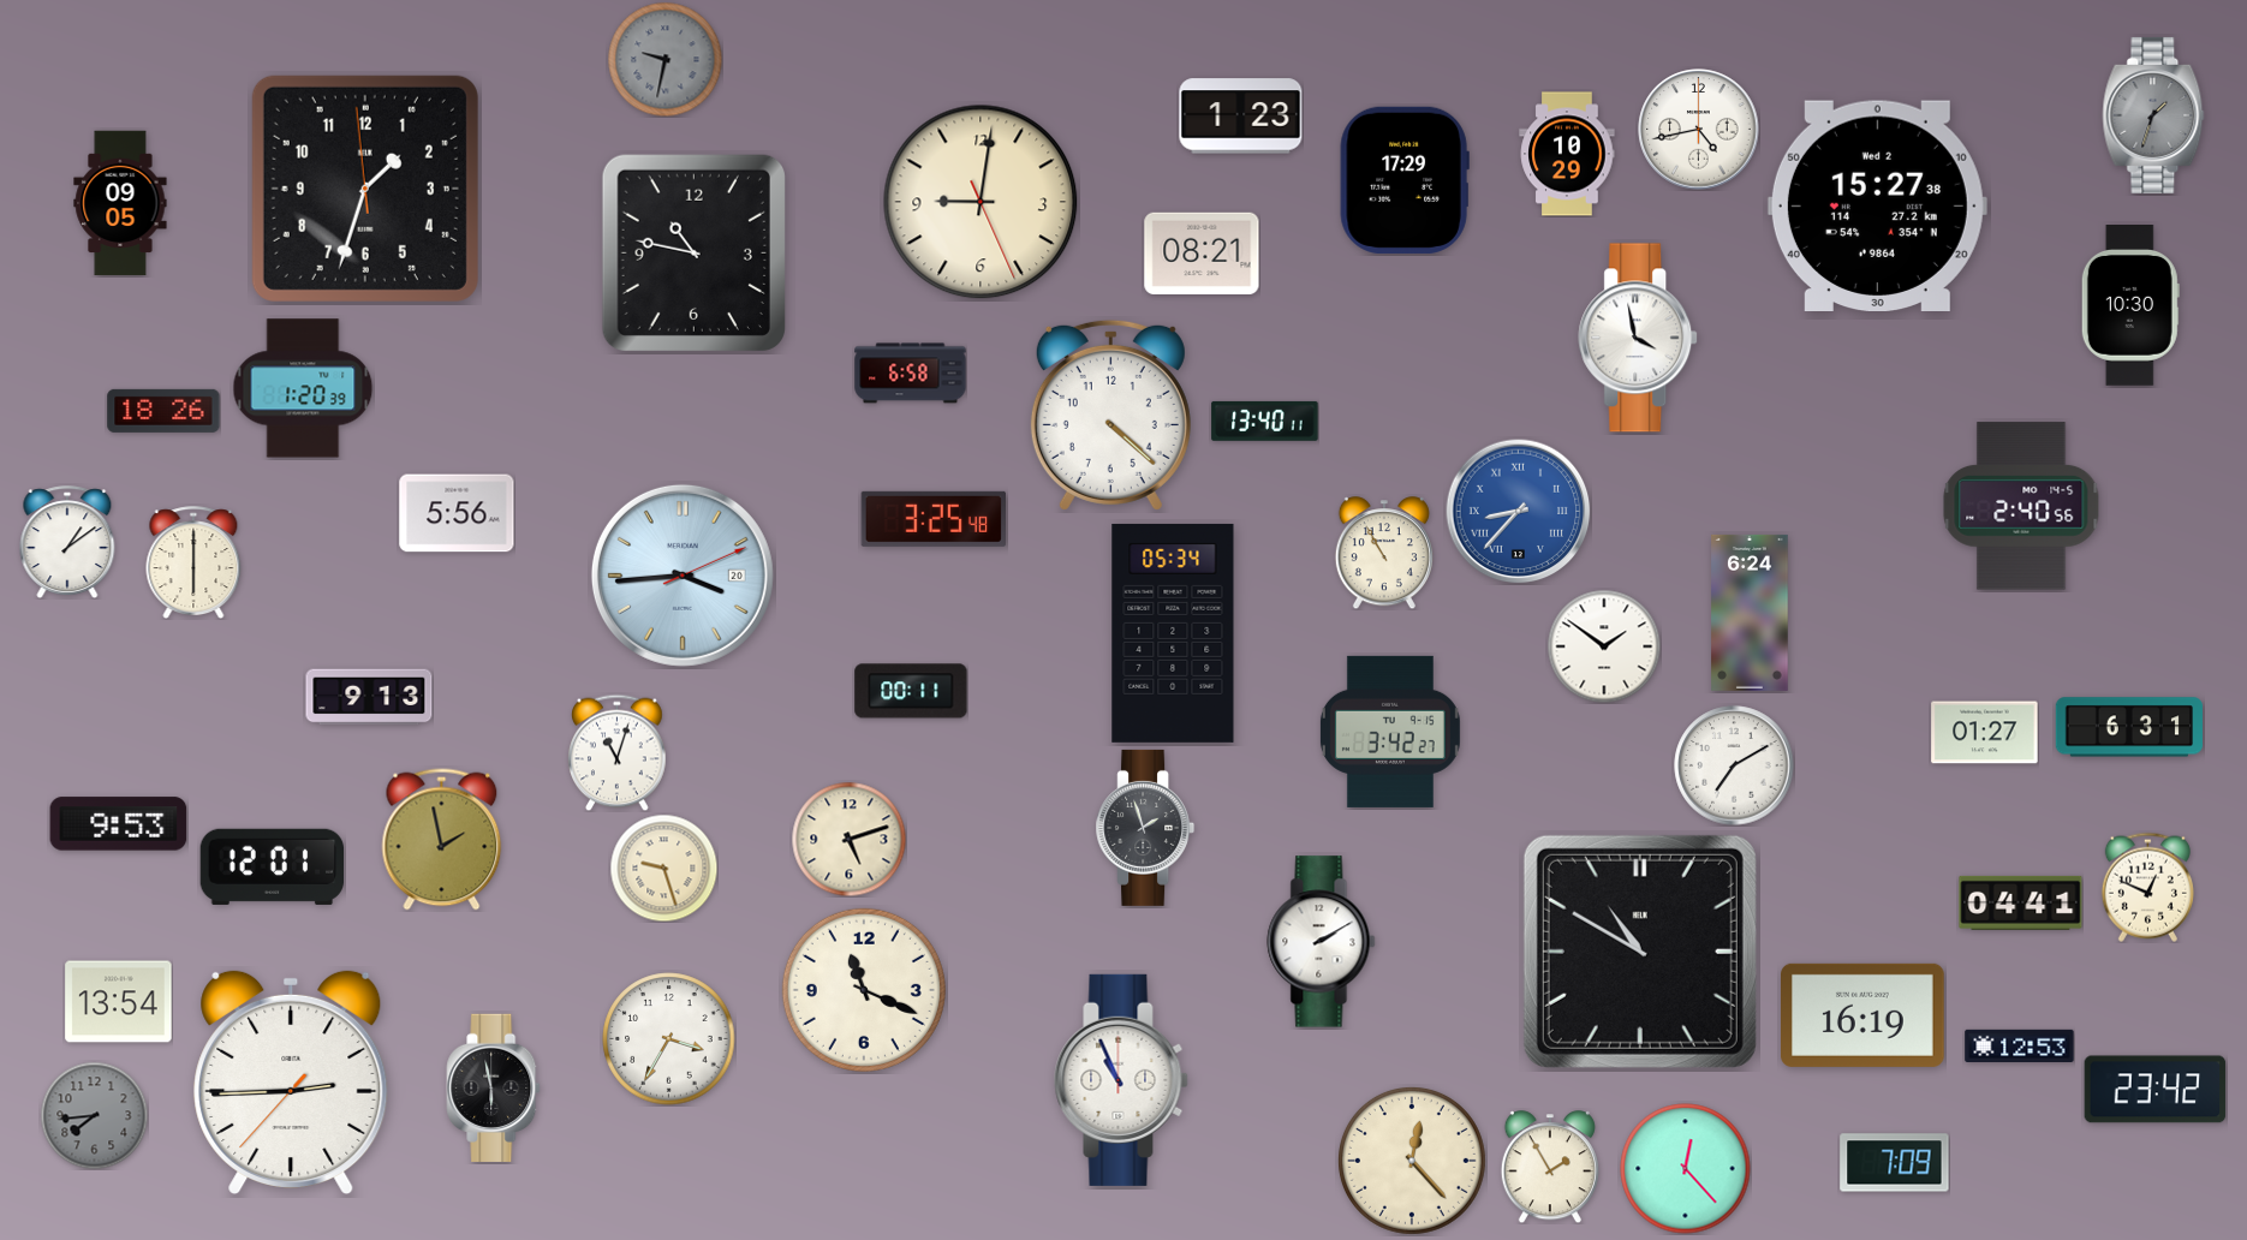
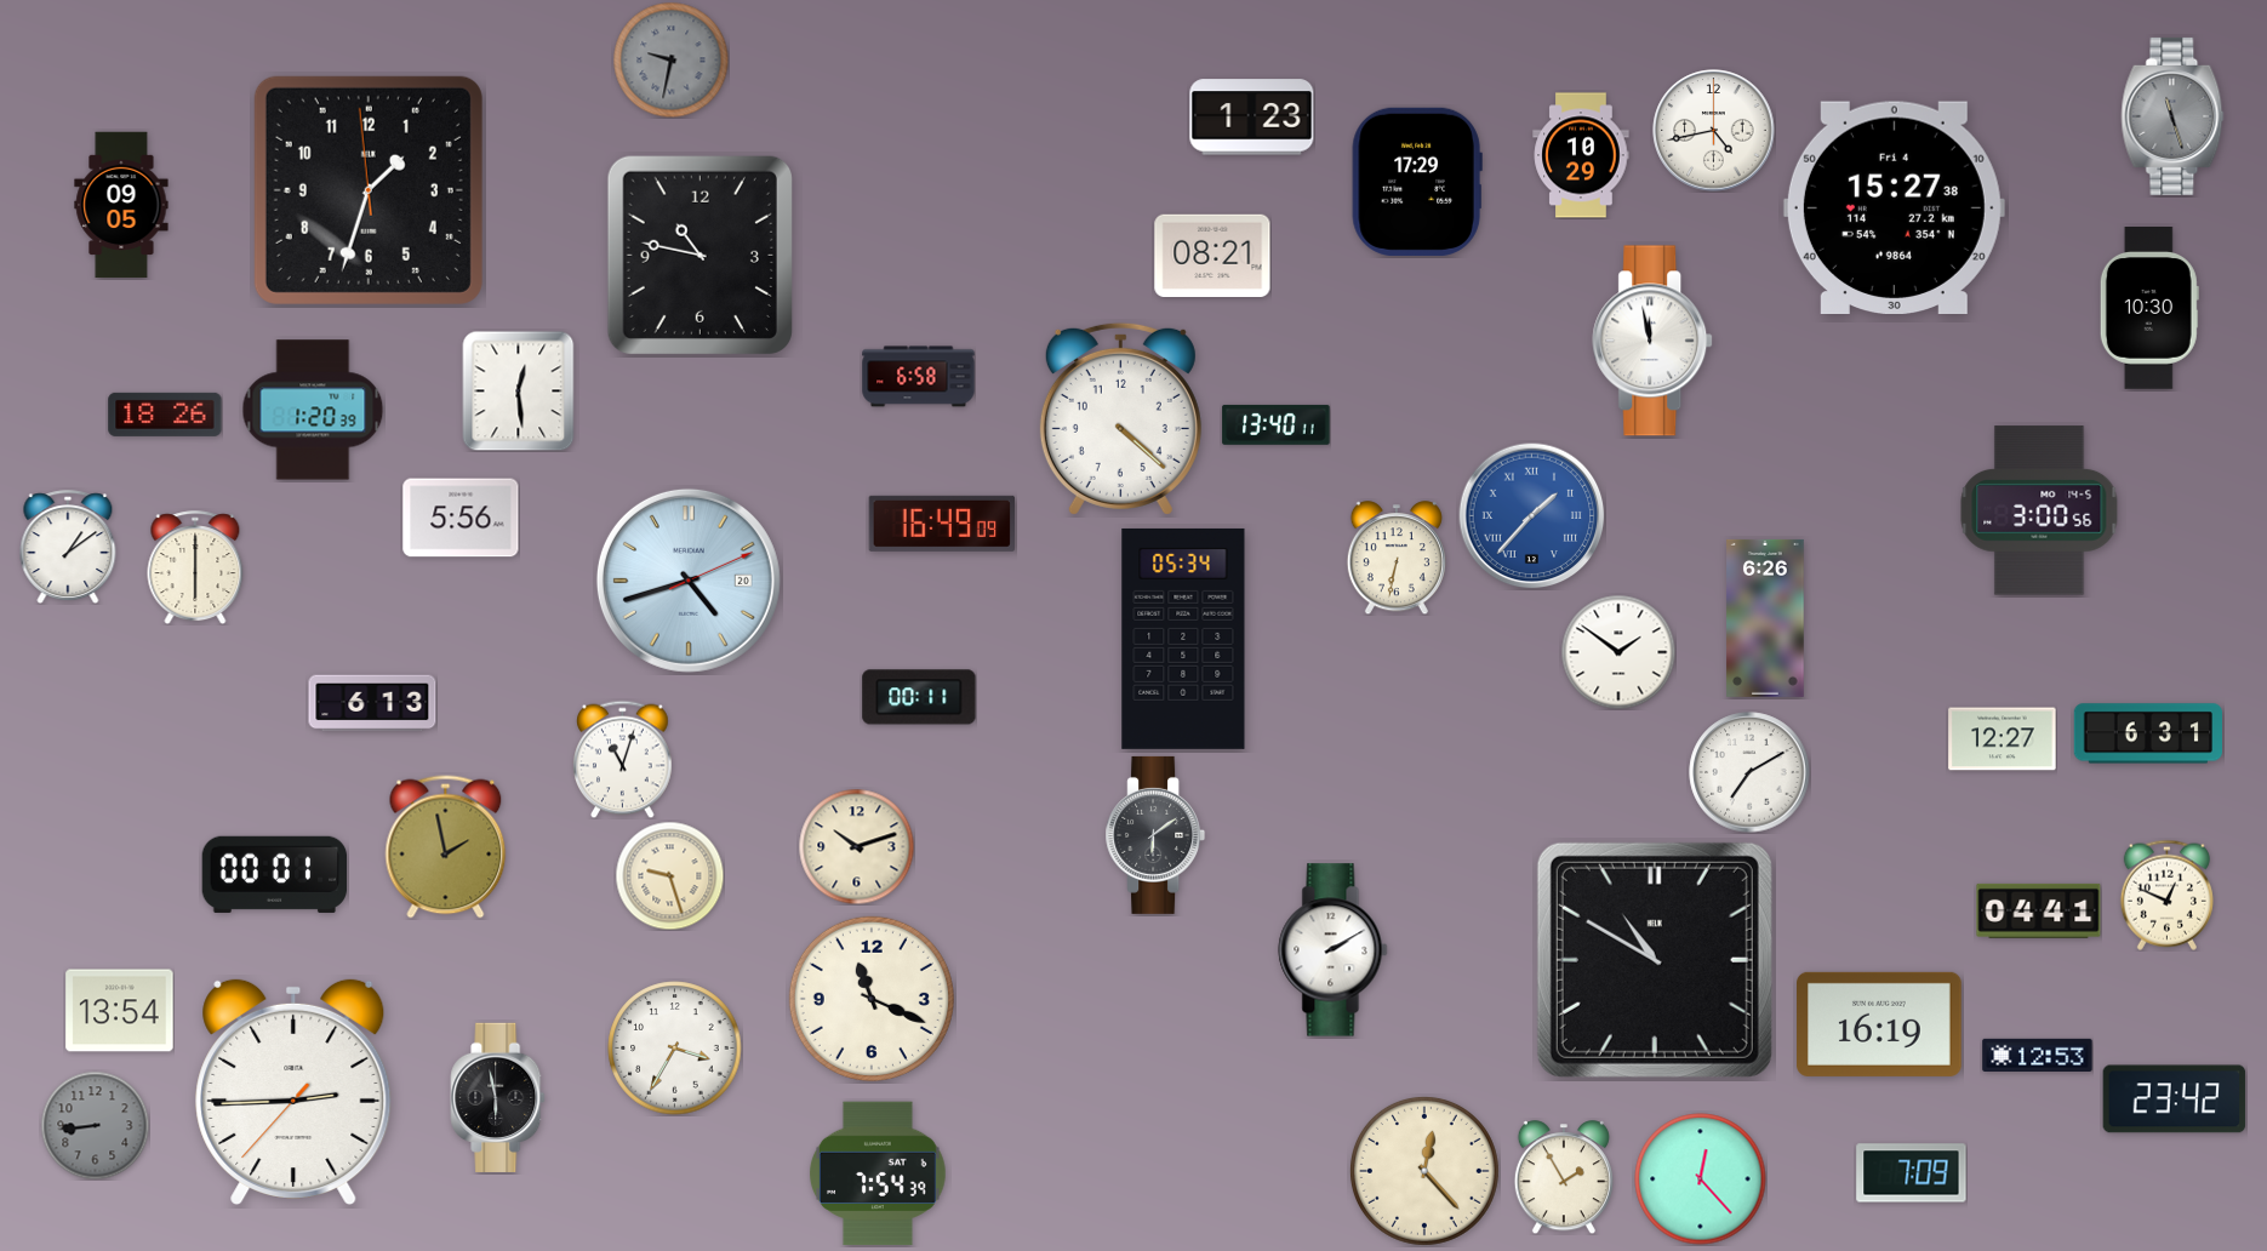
clock at (2153, 115): 1:33 -> 11:27
clock at (981, 202): 9:01 -> none
clock at (1877, 205) date: Wed 2 -> Fri 4
clock at (1639, 338): 3:58 -> 11:58
clock at (519, 390): none -> 12:29
clock at (303, 388) position: (303, 388) -> (313, 410)
clock at (2021, 506): 2:40 -> 3:00
clock at (1519, 512): 8:37 -> 1:37
clock at (932, 519): 3:25 -> 16:49
clock at (1384, 553): 10:55 -> 6:32
clock at (683, 576): 3:44 -> 4:42
clock at (1750, 613): 6:24 -> 6:26
clock at (369, 697): 9:13 -> 6:13
clock at (1390, 732): 3:42 -> none
clock at (1985, 733): 01:27 -> 12:27
clock at (119, 824): 9:53 -> none
clock at (1145, 828): 1:57 -> 6:09
clock at (848, 839): 5:12 -> 10:12
clock at (272, 866): 12:01 -> 00:01
clock at (1121, 1080): 10:56 -> none
clock at (94, 1115): 7:44 -> 8:44
clock at (879, 1173): none -> 7:54
